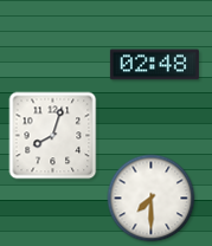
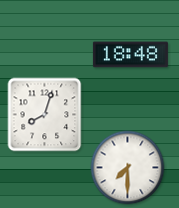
clock at (154, 65): 02:48 -> 18:48
